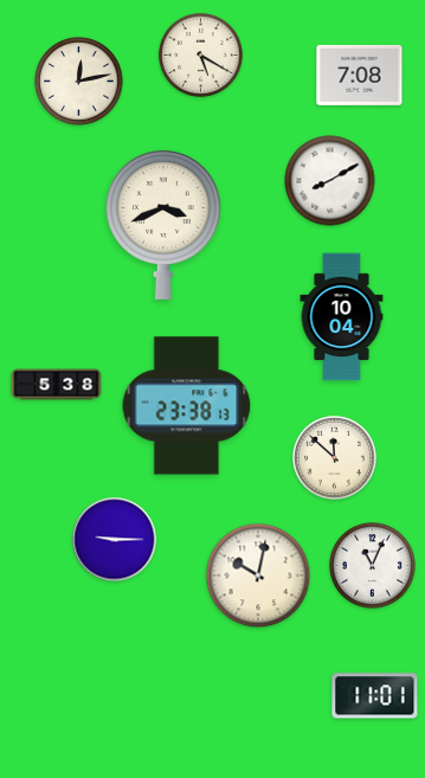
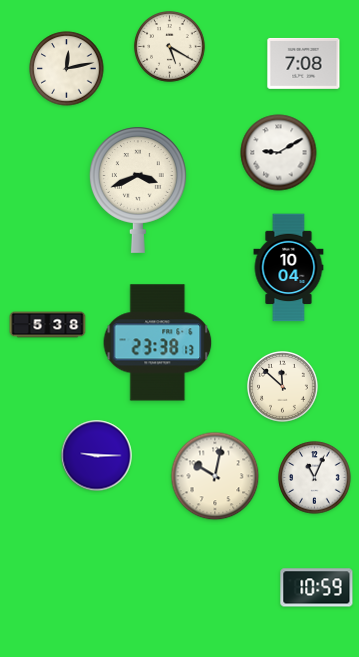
clock at (330, 181): 8:10 -> 9:10
clock at (258, 576) position: (258, 576) -> (215, 476)
clock at (375, 696): 11:01 -> 10:59
